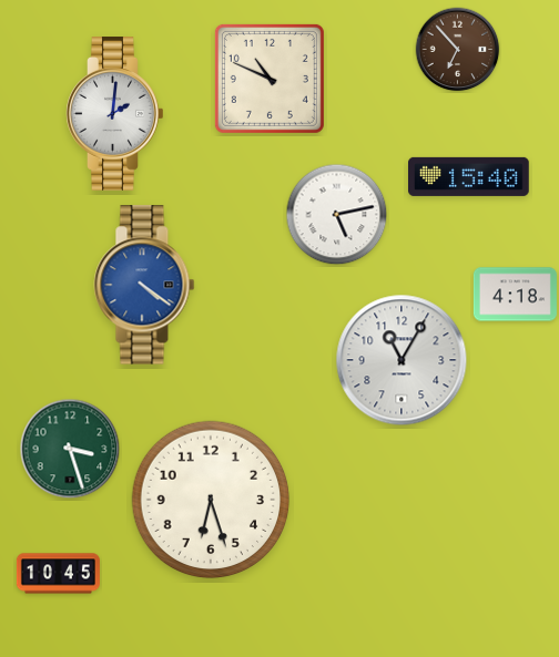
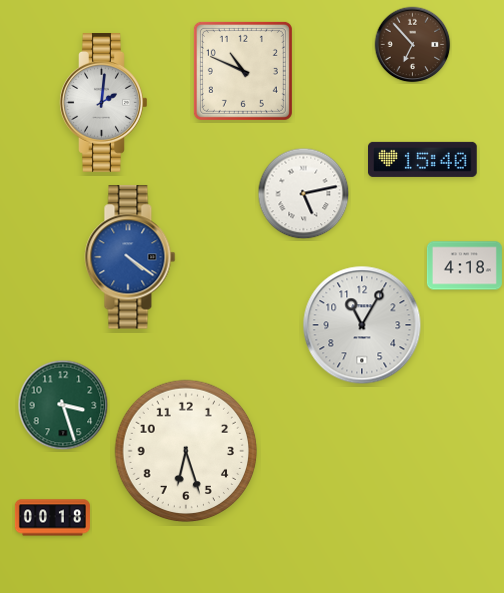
clock at (211, 500) position: (211, 500) -> (186, 451)
clock at (58, 574): 10:45 -> 00:18
